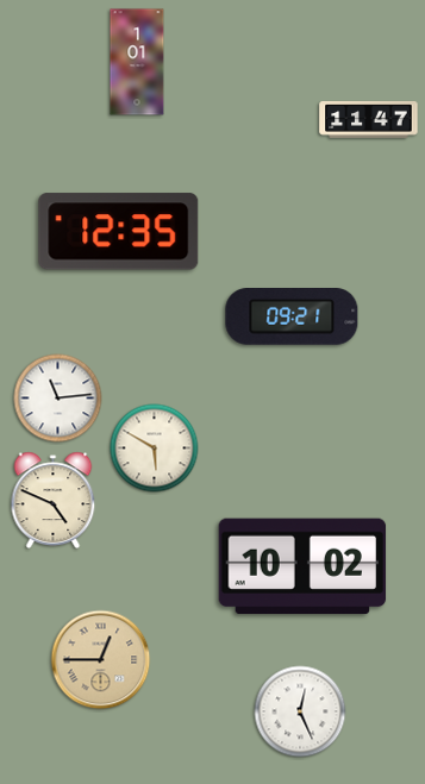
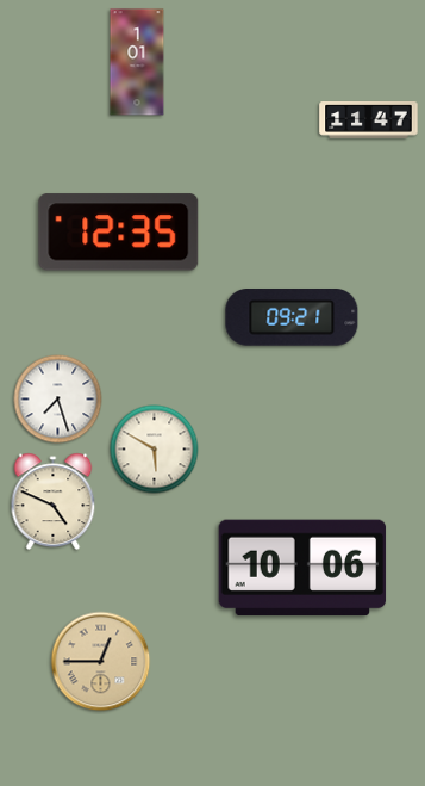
clock at (58, 399): 11:14 -> 7:27
clock at (302, 566): 10:02 -> 10:06
clock at (300, 711): 12:26 -> none
